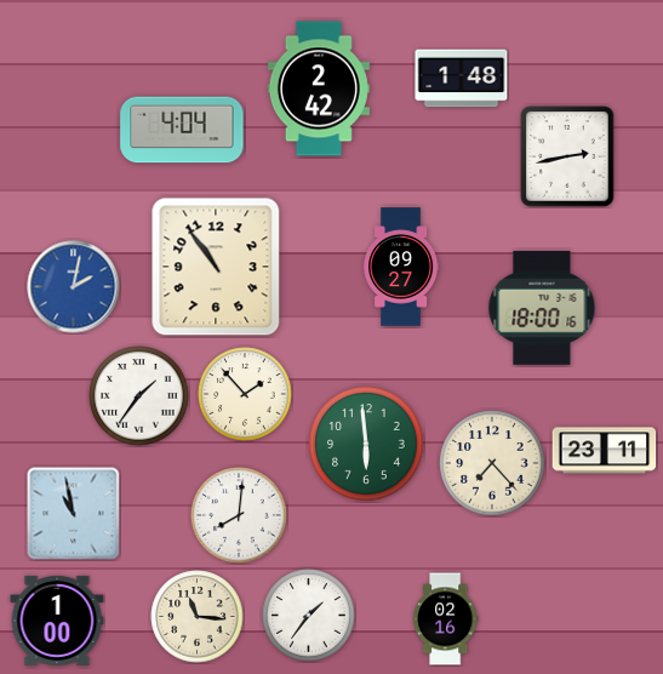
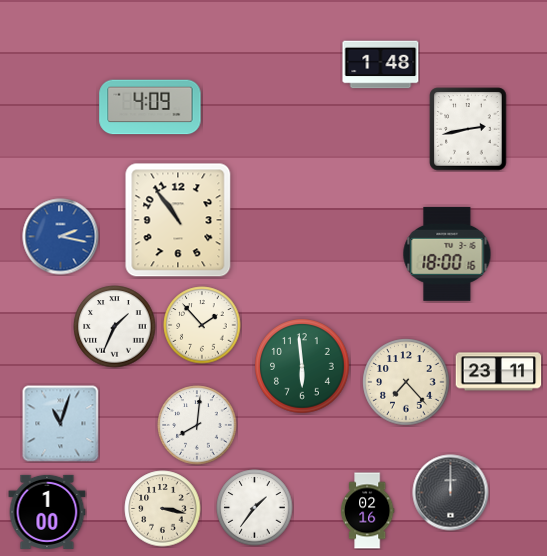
clock at (319, 88): 2:42 -> none
clock at (182, 130): 4:04 -> 4:09
clock at (401, 267): 09:27 -> none
clock at (74, 287): 2:02 -> 2:17
clock at (139, 396): 1:36 -> 1:34
clock at (74, 514): 10:58 -> 11:03
clock at (451, 493): none -> 12:00
clock at (198, 617): 11:16 -> 3:17
